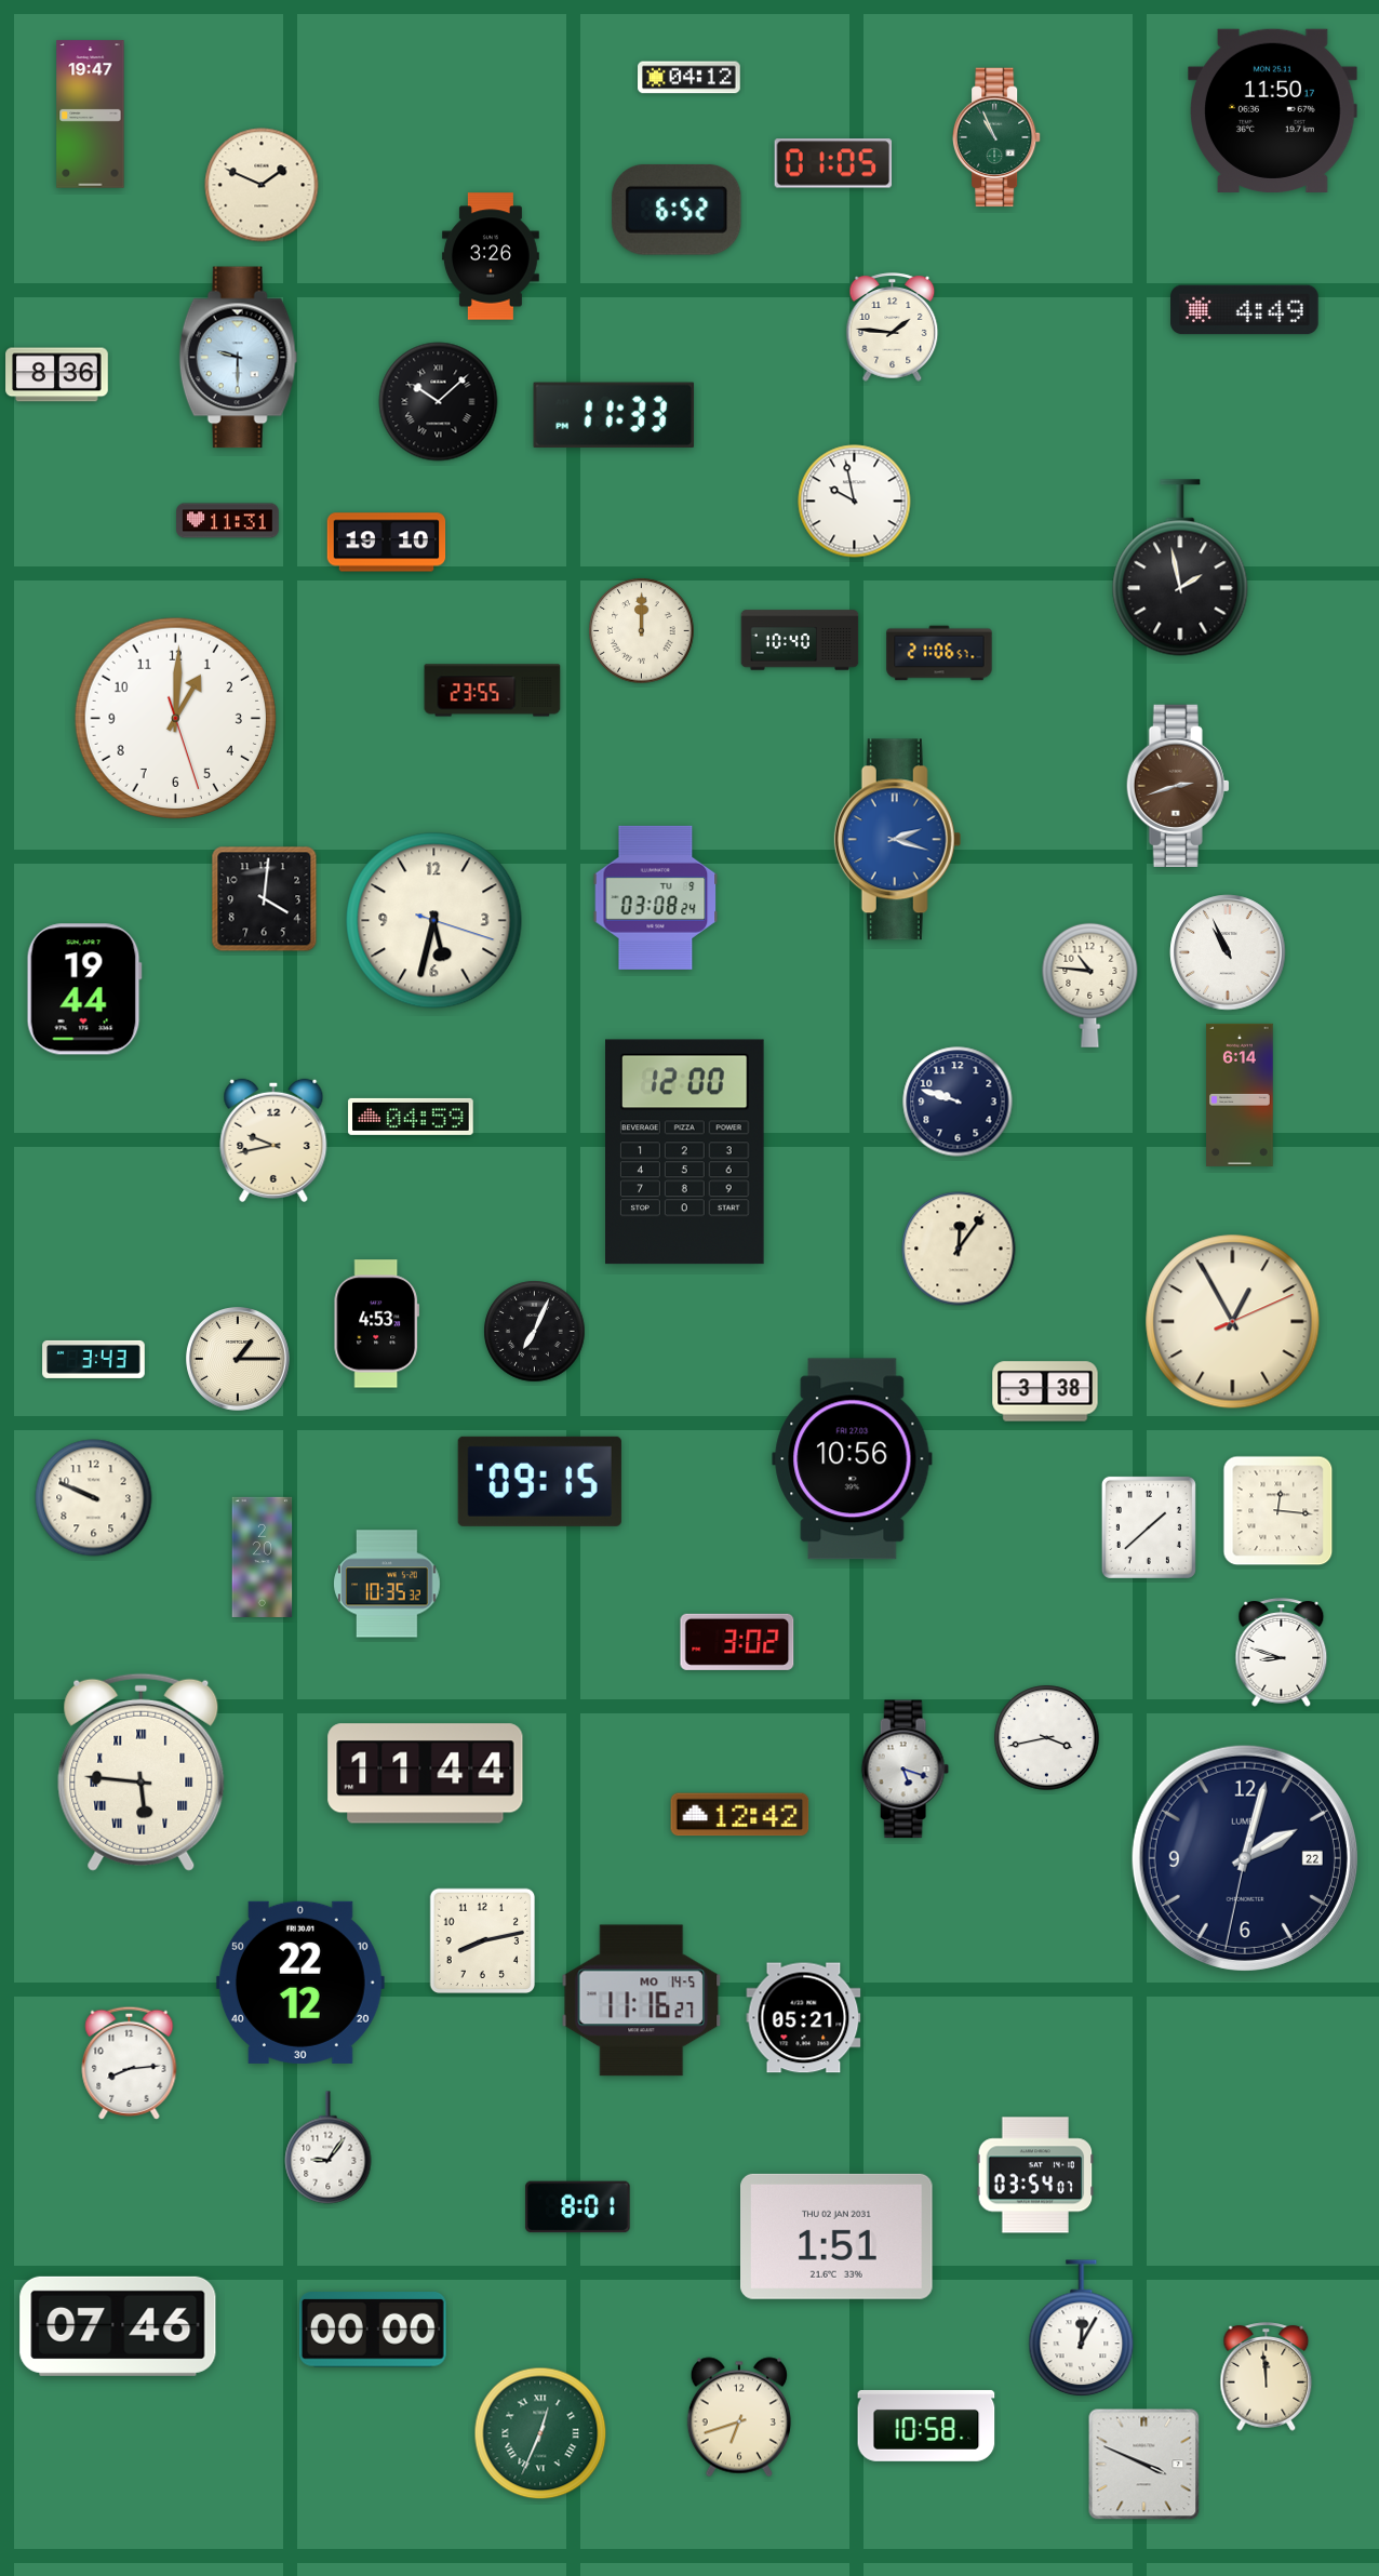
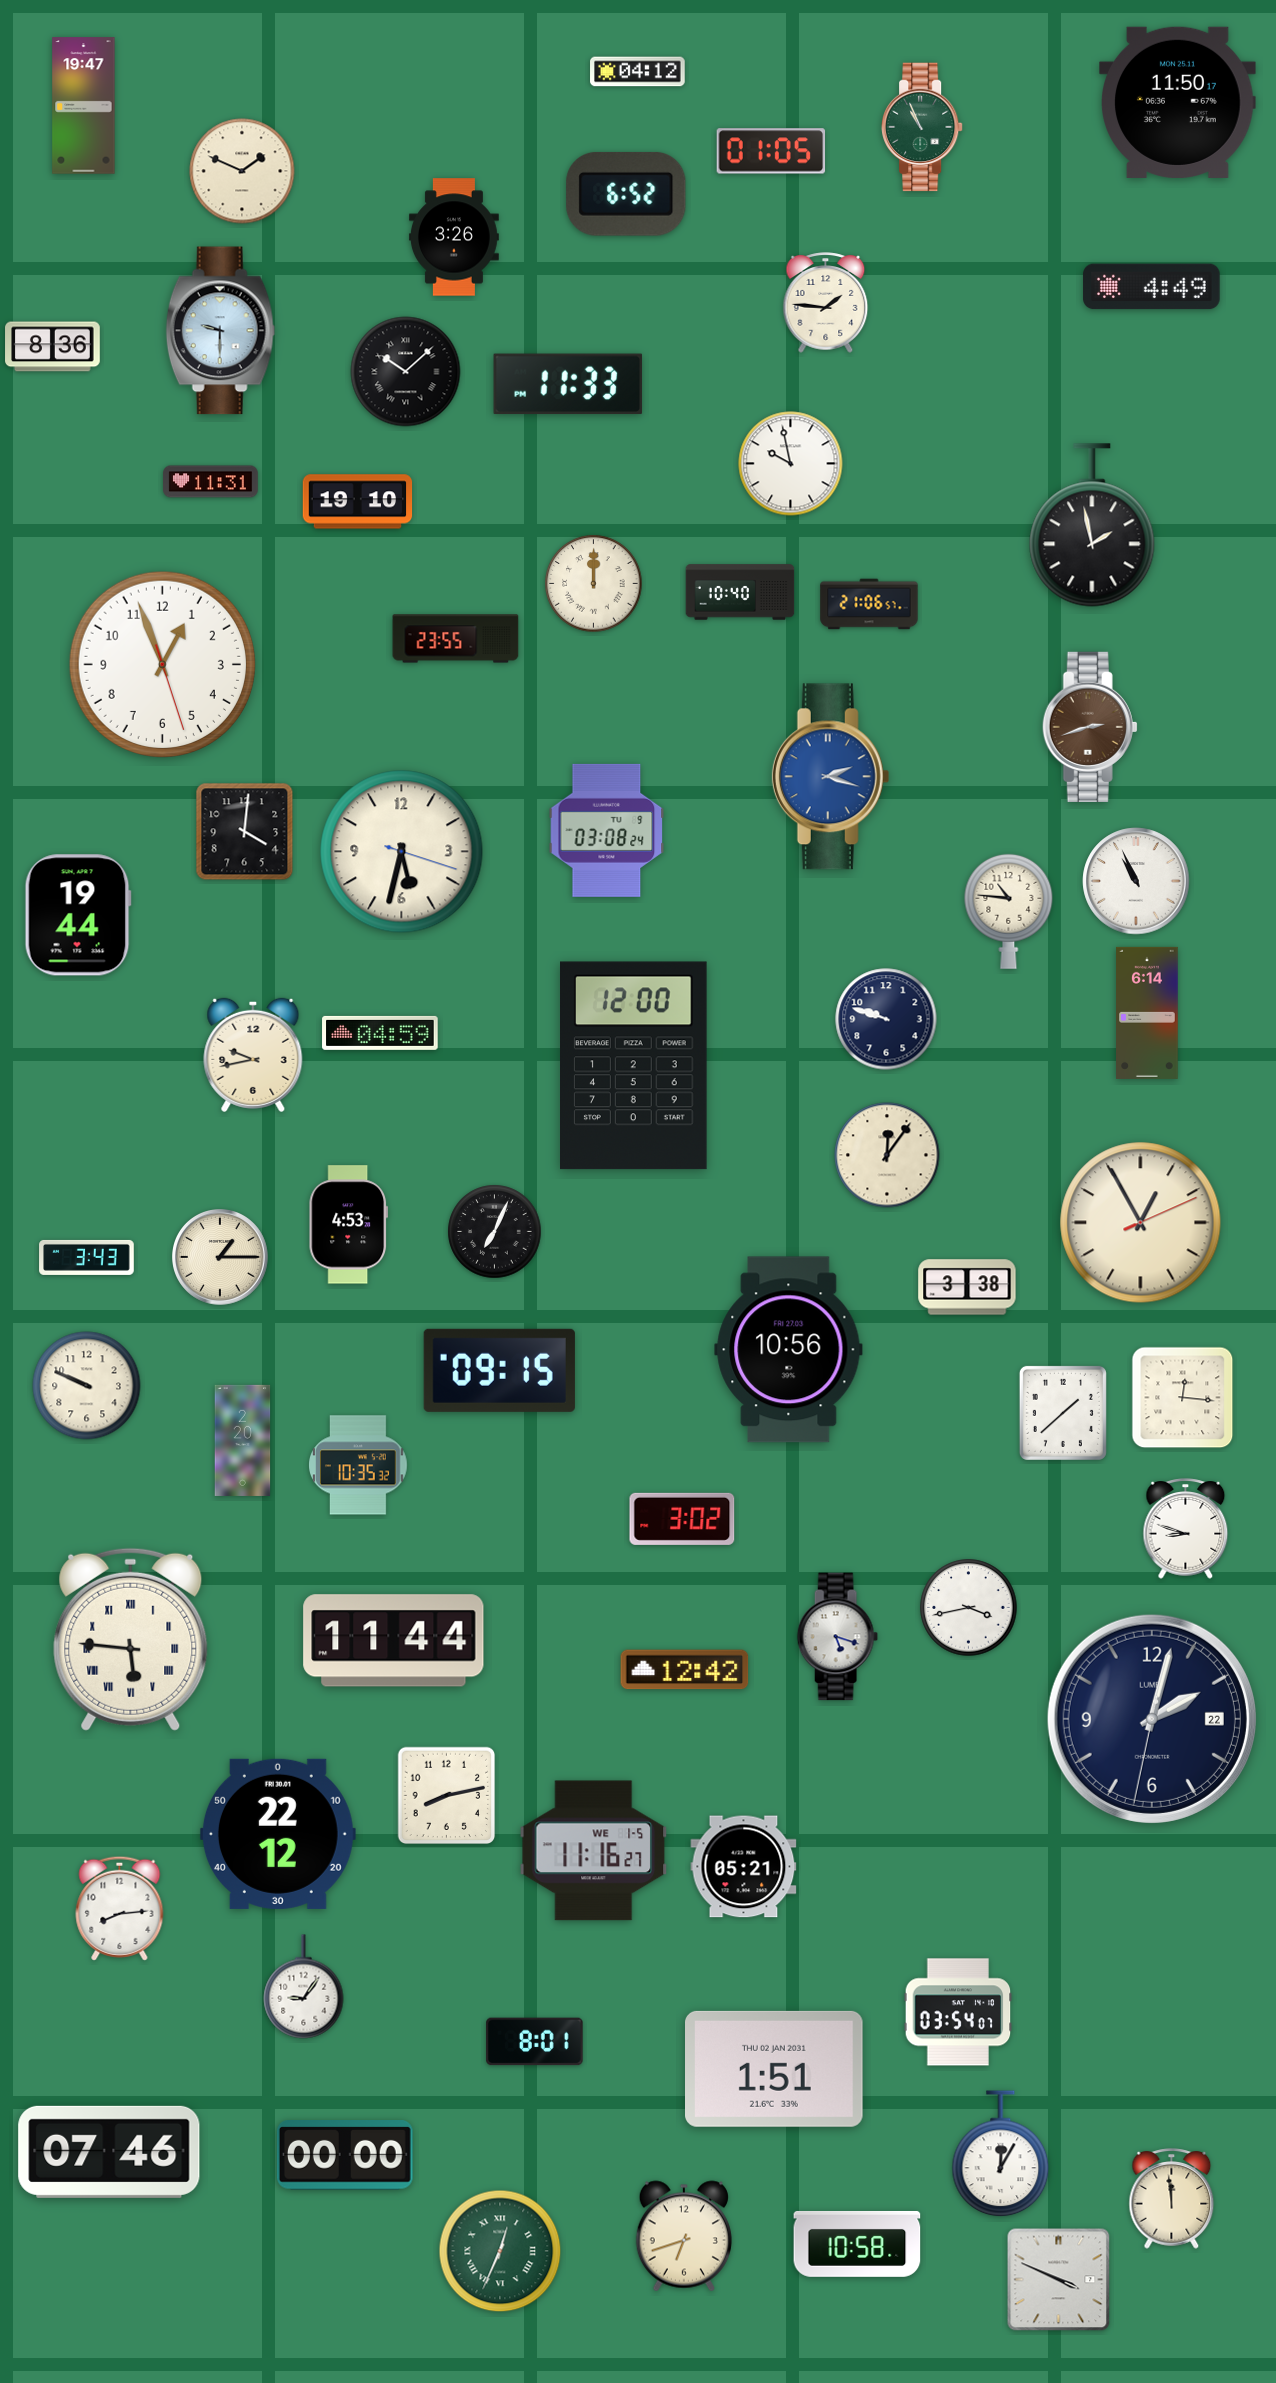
clock at (175, 718): 1:00 -> 12:56
clock at (740, 1815) position: (740, 1815) -> (685, 1670)
clock at (642, 2001) date: MO 14-5 -> WE 1-5
